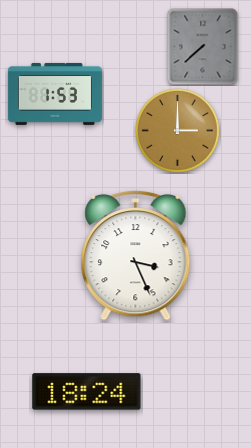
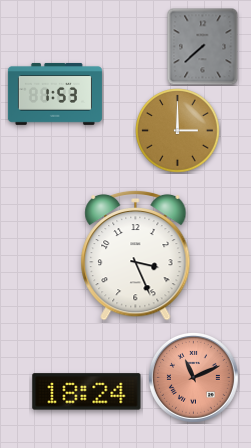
clock at (194, 378): none -> 11:11
